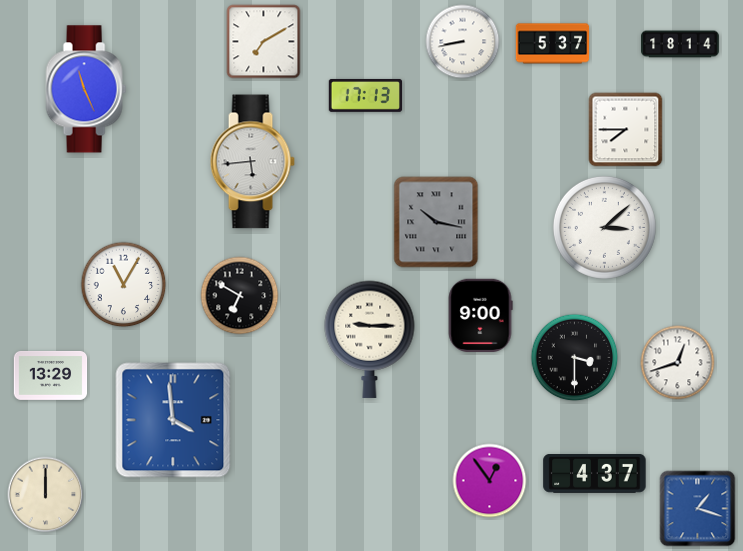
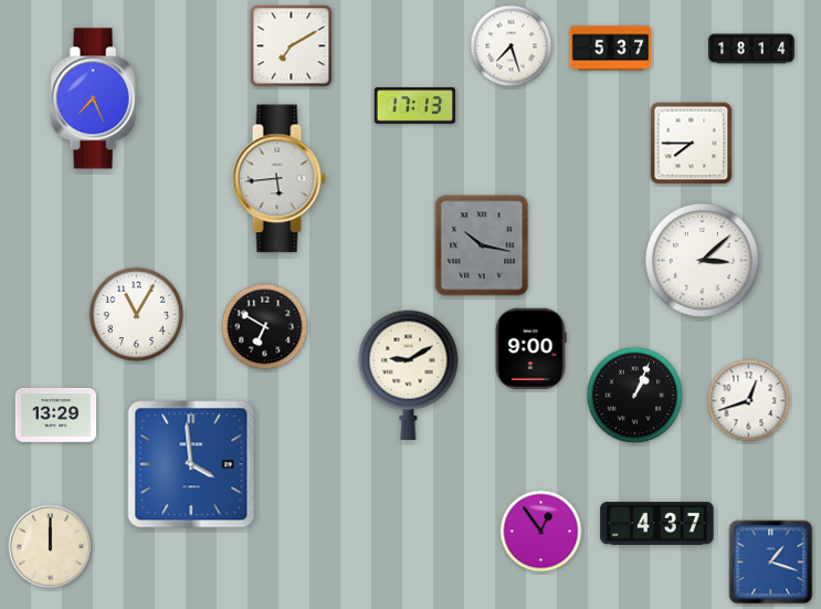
clock at (463, 42): 8:43 -> 7:27
clock at (86, 89): 11:26 -> 7:26
clock at (366, 95) position: (366, 95) -> (415, 105)
clock at (604, 227) position: (604, 227) -> (702, 260)
clock at (370, 339): 9:15 -> 9:10
clock at (575, 358): 3:30 -> 1:04
